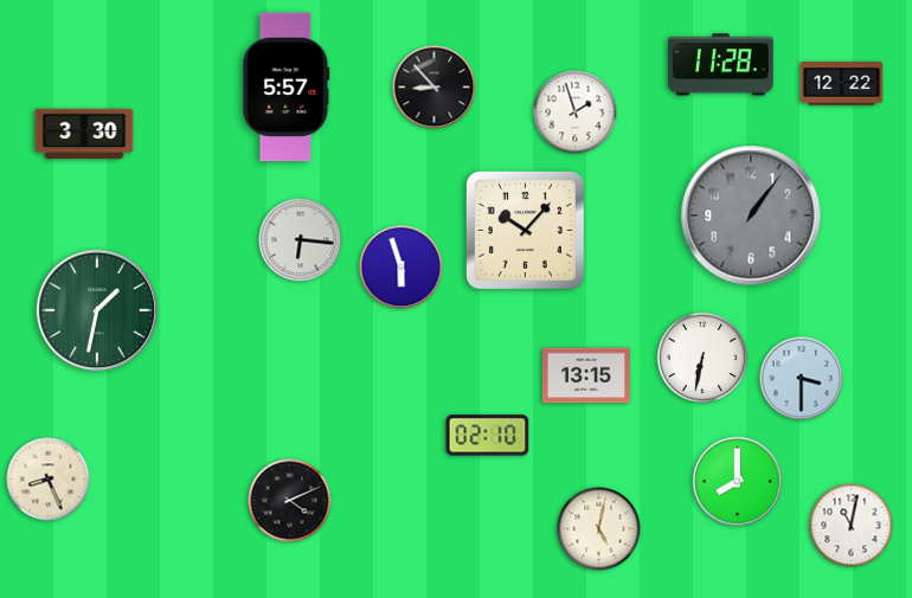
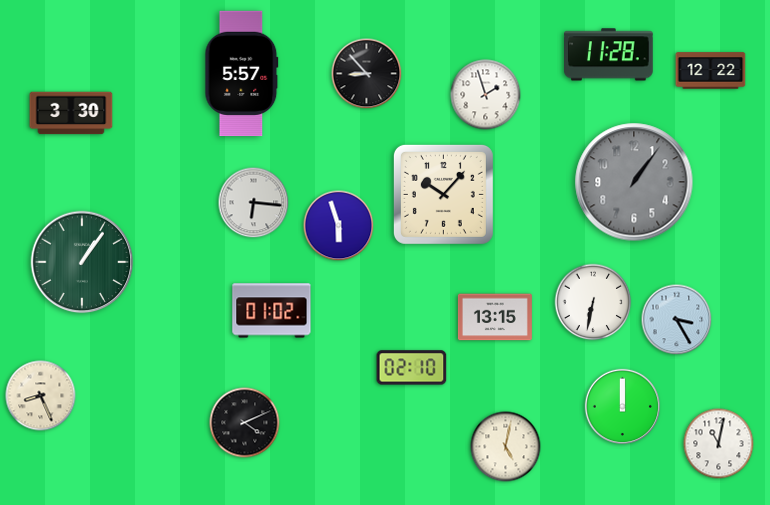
clock at (97, 310): 1:32 -> 1:06
clock at (272, 311): none -> 01:02
clock at (802, 379): 3:30 -> 3:25
clock at (49, 480) position: (49, 480) -> (41, 396)
clock at (737, 481): 8:00 -> 12:00
